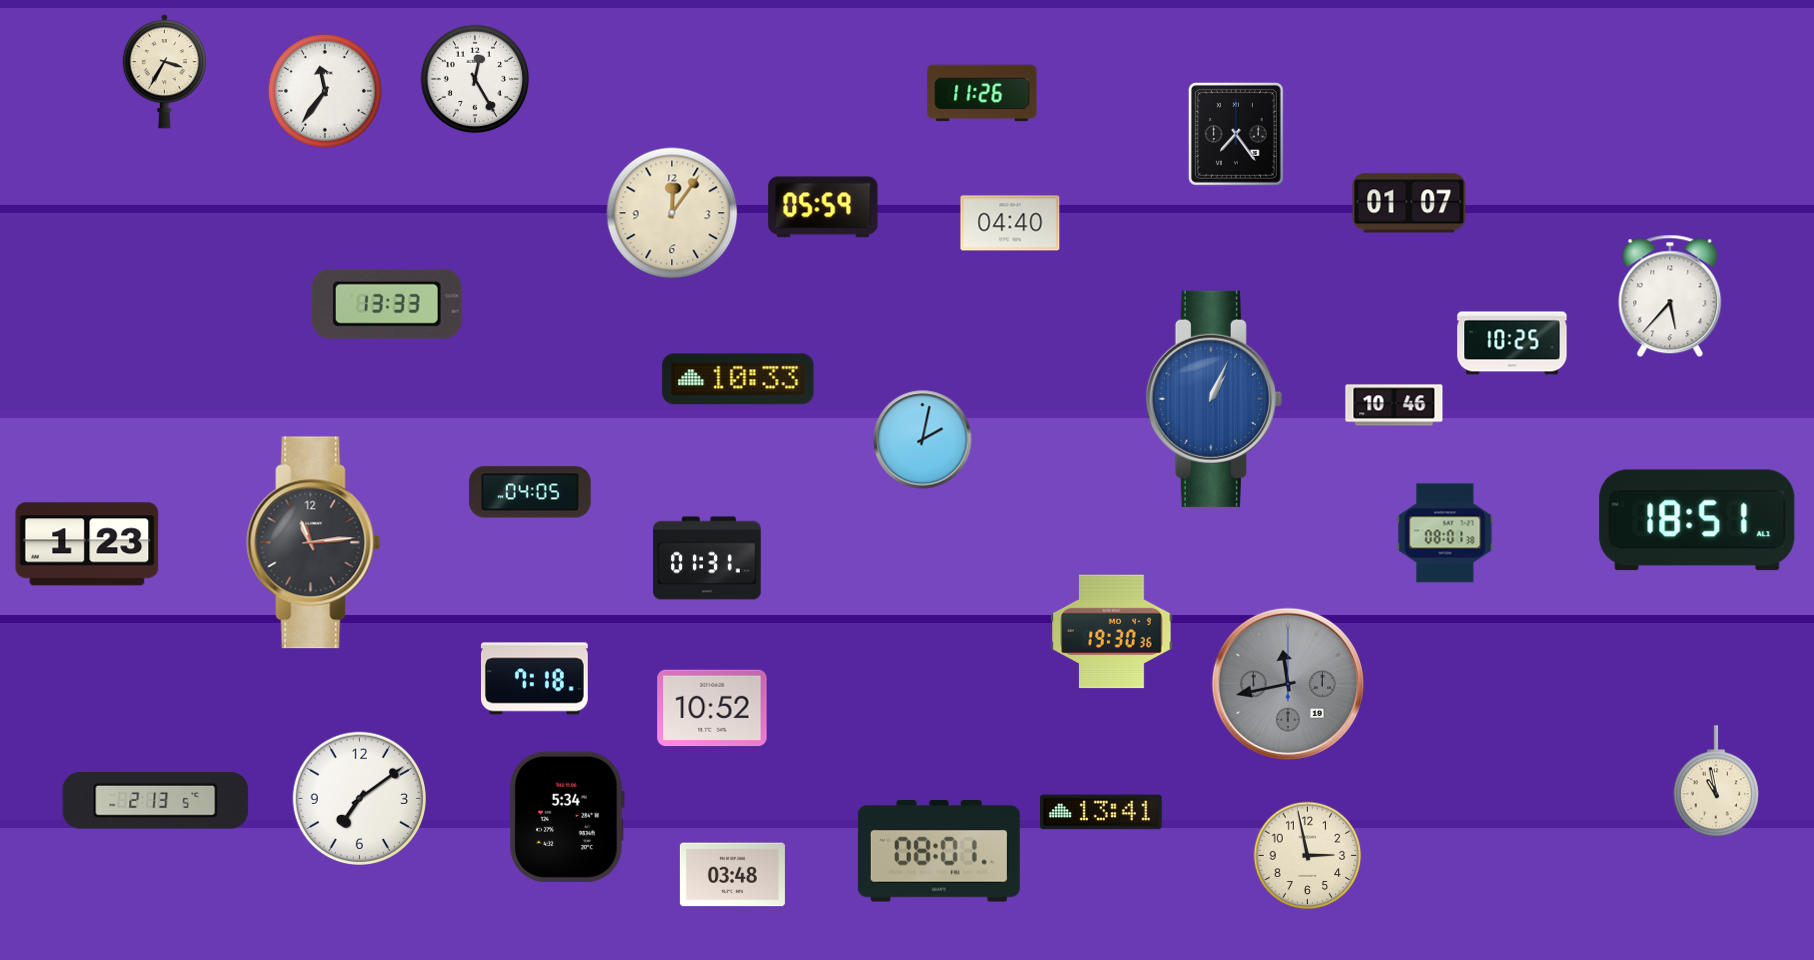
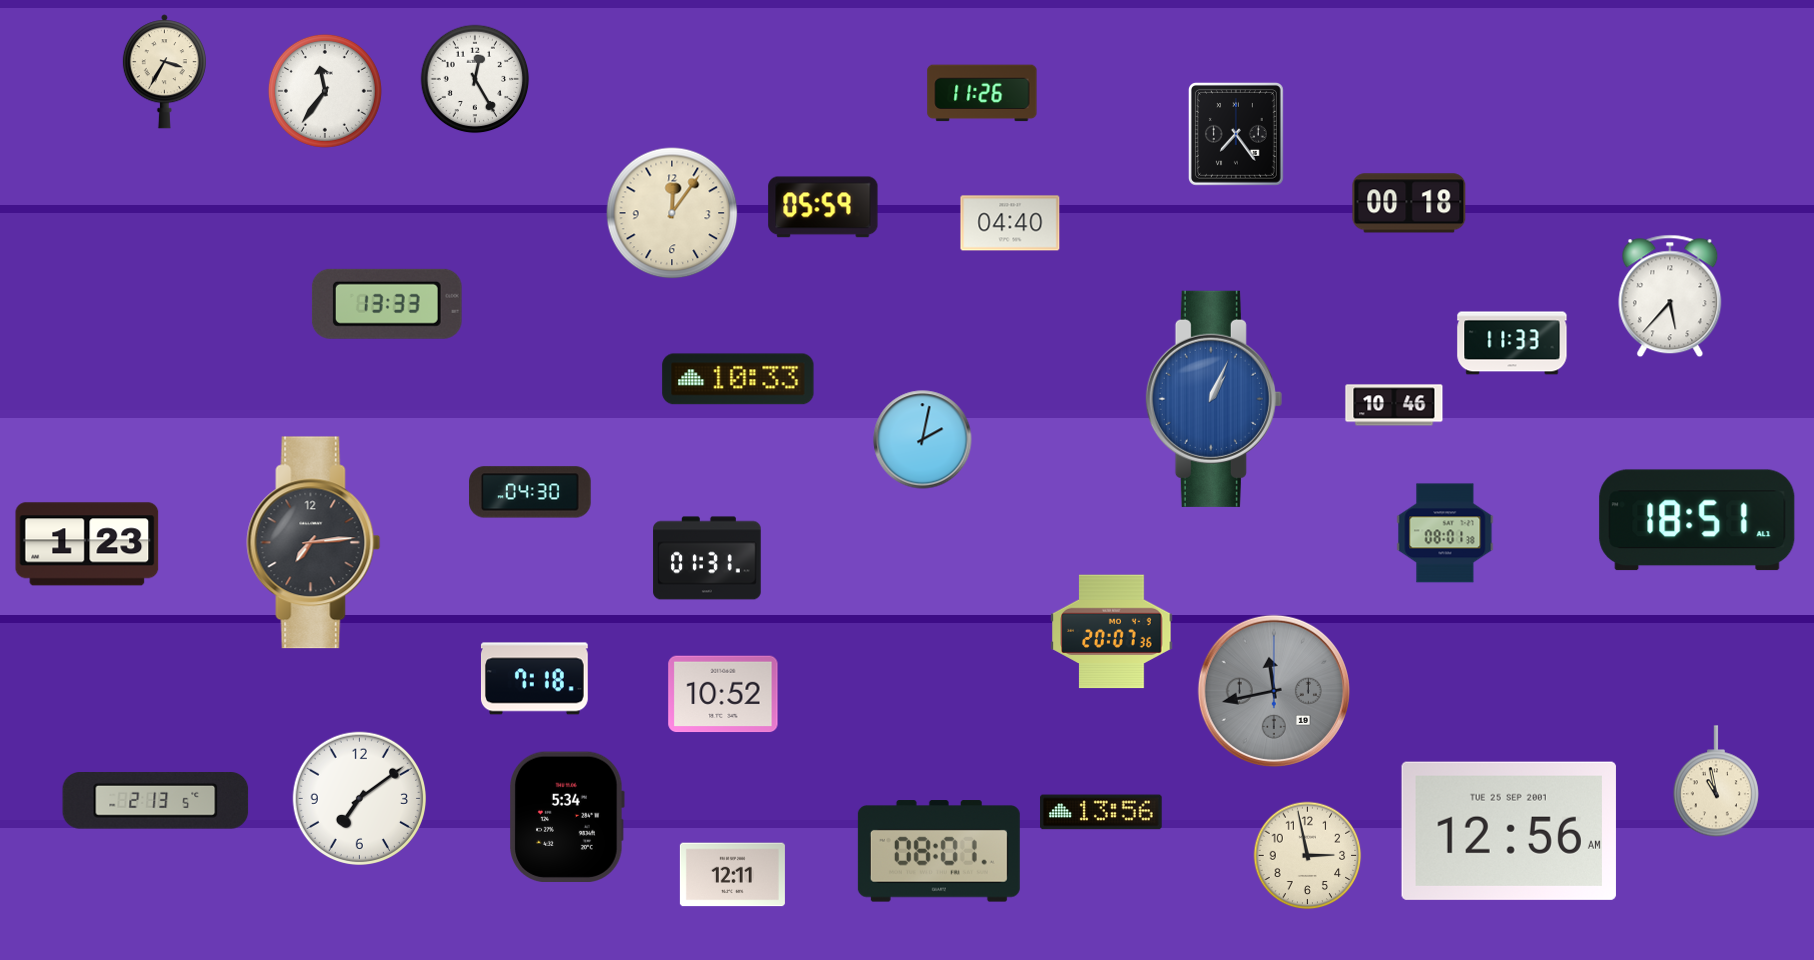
clock at (1409, 203): 01:07 -> 00:18
clock at (1512, 343): 10:25 -> 11:33
clock at (530, 492): 04:05 -> 04:30
clock at (314, 543): 11:14 -> 7:14
clock at (1112, 632): 19:30 -> 20:07
clock at (1288, 684) position: (1288, 684) -> (1274, 691)
clock at (712, 708) position: (712, 708) -> (723, 694)
clock at (1101, 812): 13:41 -> 13:56
clock at (1509, 831): none -> 12:56
clock at (732, 875): 03:48 -> 12:11
